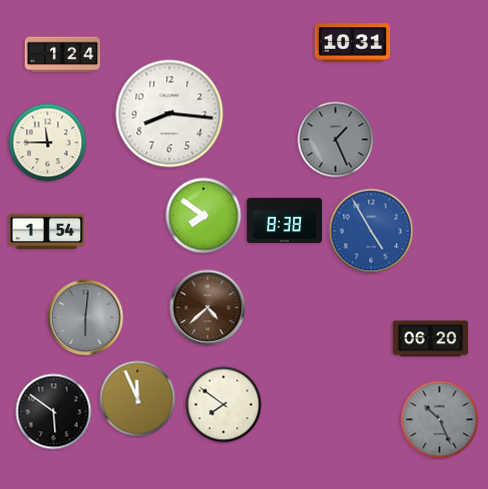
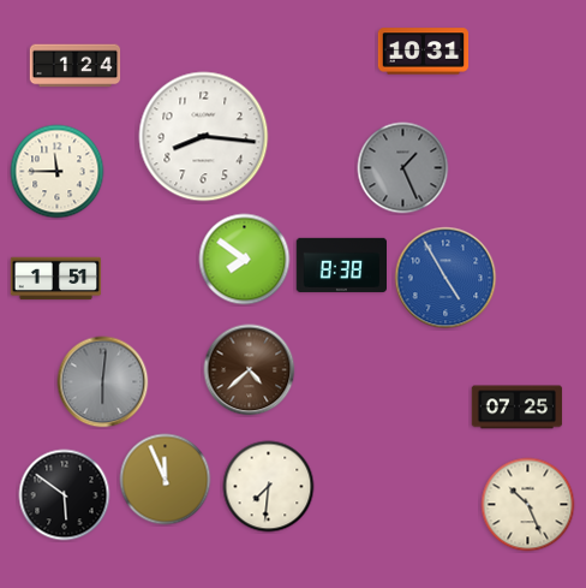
clock at (47, 232): 1:54 -> 1:51
clock at (431, 339): 06:20 -> 07:25
clock at (224, 405): 7:51 -> 7:31
clock at (440, 420) dial: grey -> cream
